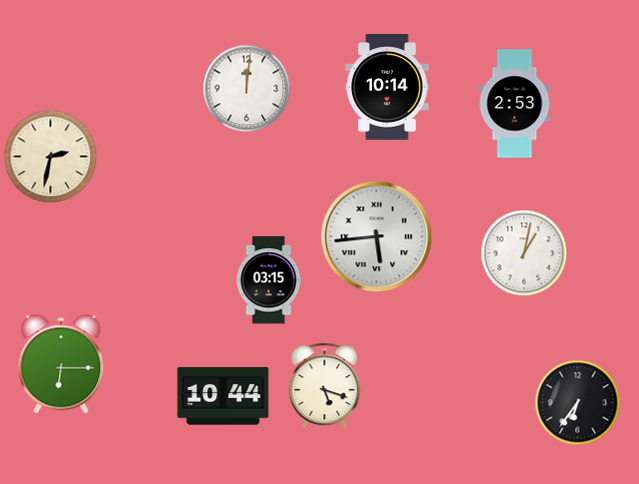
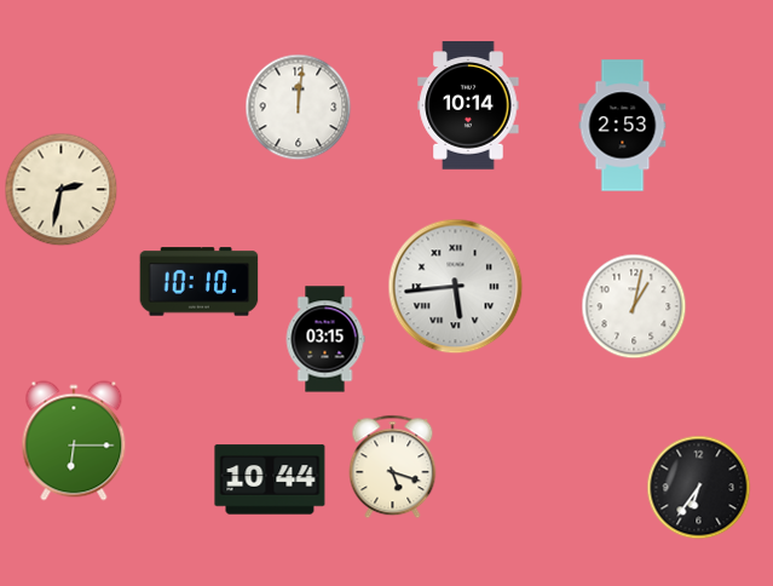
clock at (200, 282): none -> 10:10
